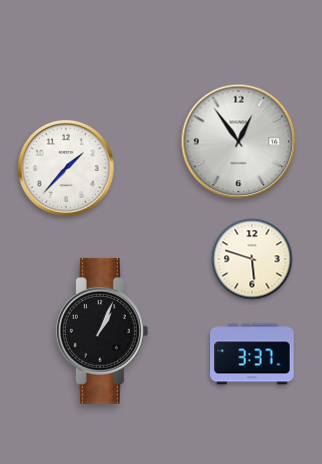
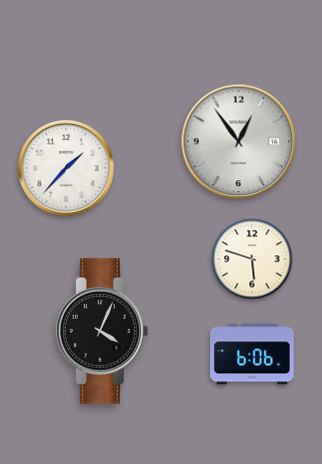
clock at (102, 331): 1:04 -> 4:04
clock at (252, 354): 3:37 -> 6:06
